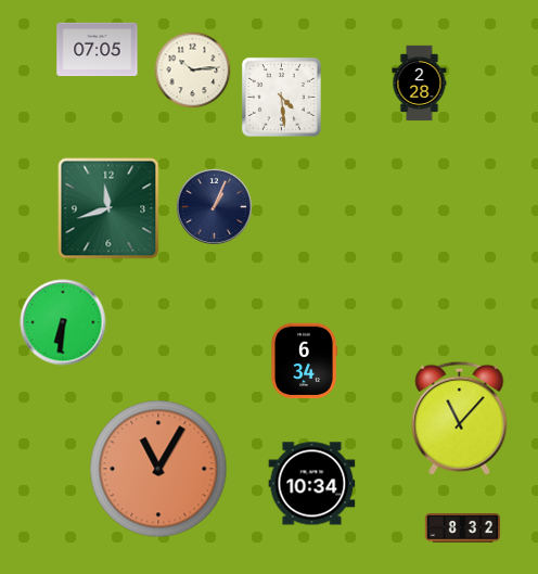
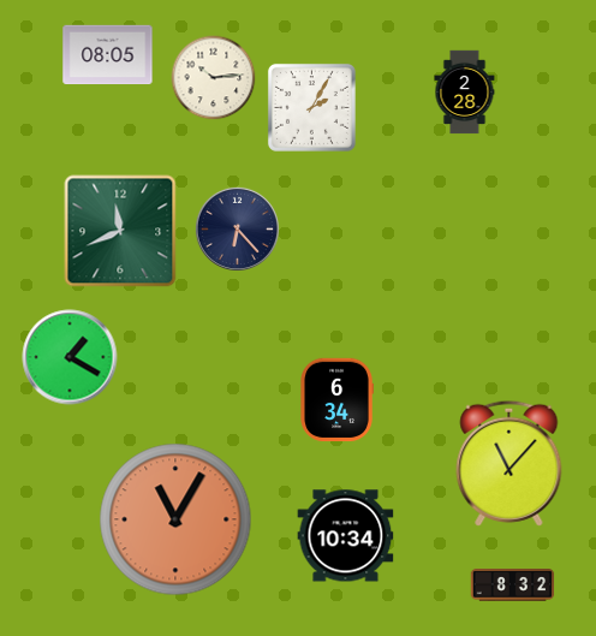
clock at (98, 50): 07:05 -> 08:05
clock at (281, 97): 4:29 -> 2:05
clock at (214, 206): 1:04 -> 6:23
clock at (108, 208): 11:42 -> 11:41
clock at (63, 322): 6:31 -> 1:20
